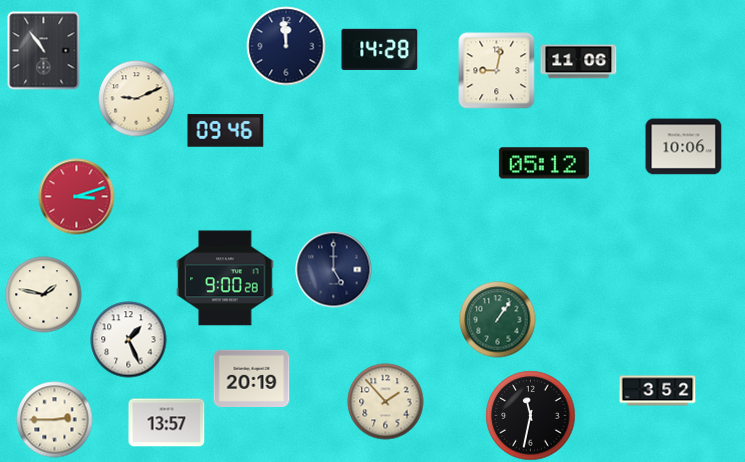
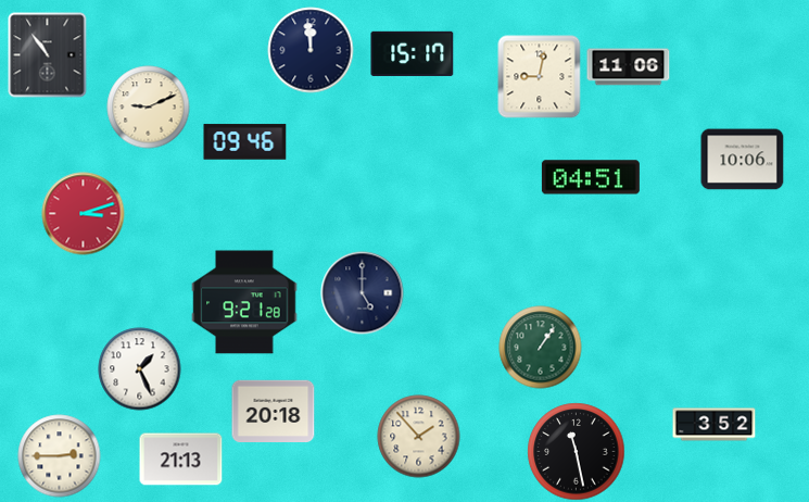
clock at (380, 49): 14:28 -> 15:17
clock at (544, 163): 05:12 -> 04:51
clock at (225, 278): 9:00 -> 9:21
clock at (44, 295): 1:47 -> none
clock at (252, 378): 20:19 -> 20:18
clock at (531, 416): 11:32 -> 11:28
clock at (167, 423): 13:57 -> 21:13
